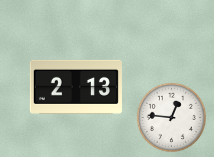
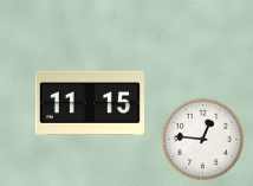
clock at (76, 87): 2:13 -> 11:15
